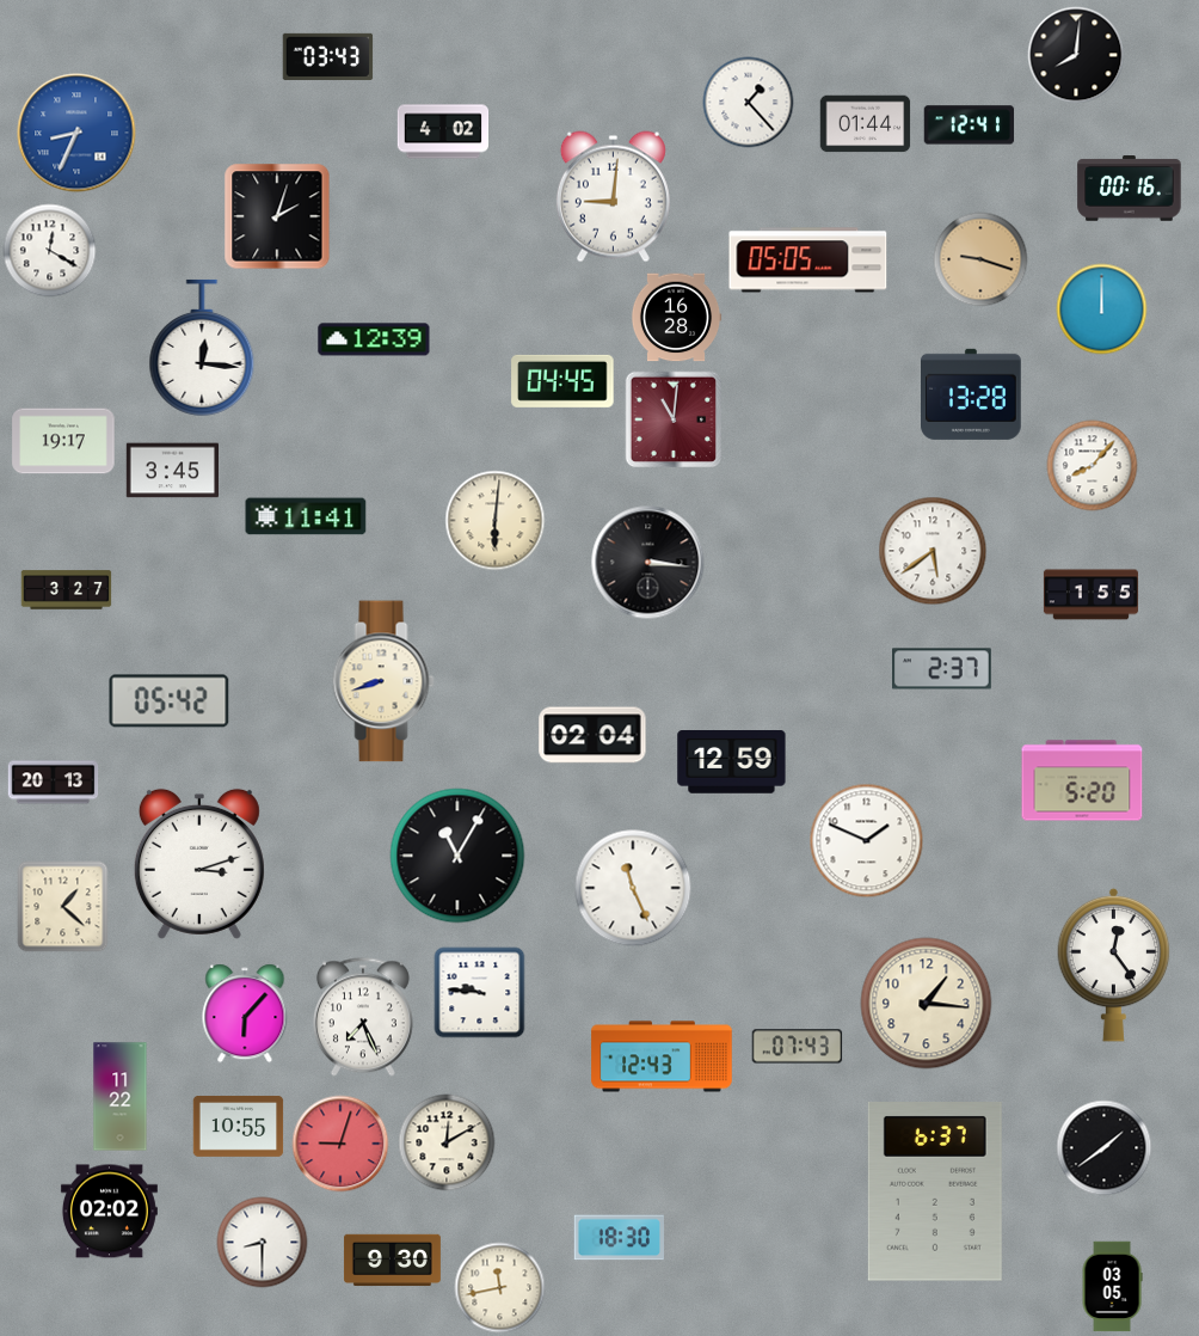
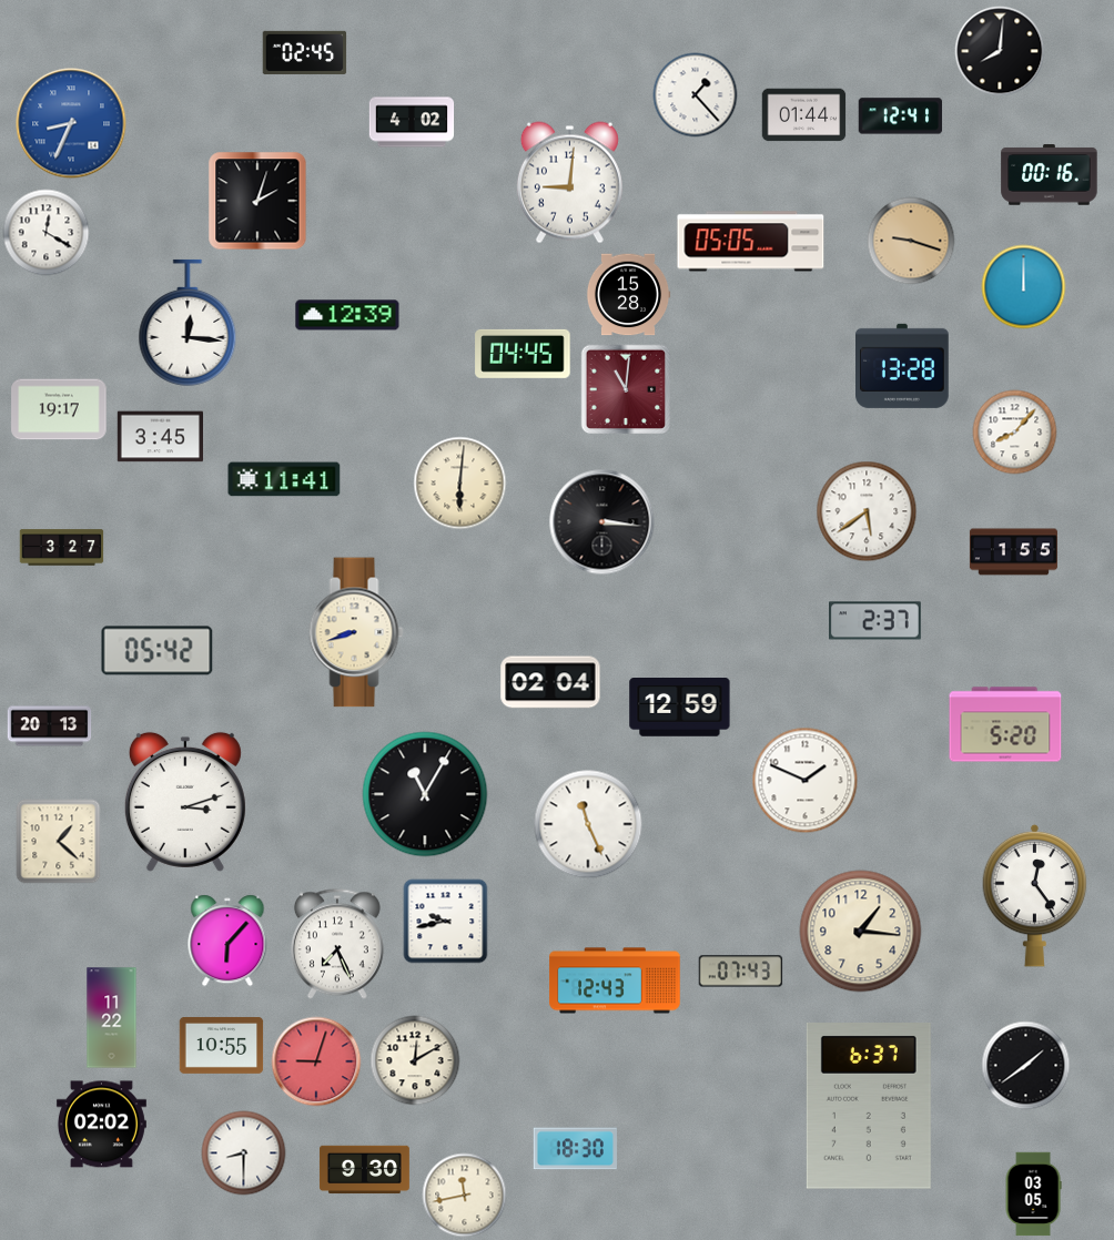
clock at (328, 56): 03:43 -> 02:45
clock at (676, 318): 16:28 -> 15:28
clock at (480, 993): 9:46 -> 9:43
